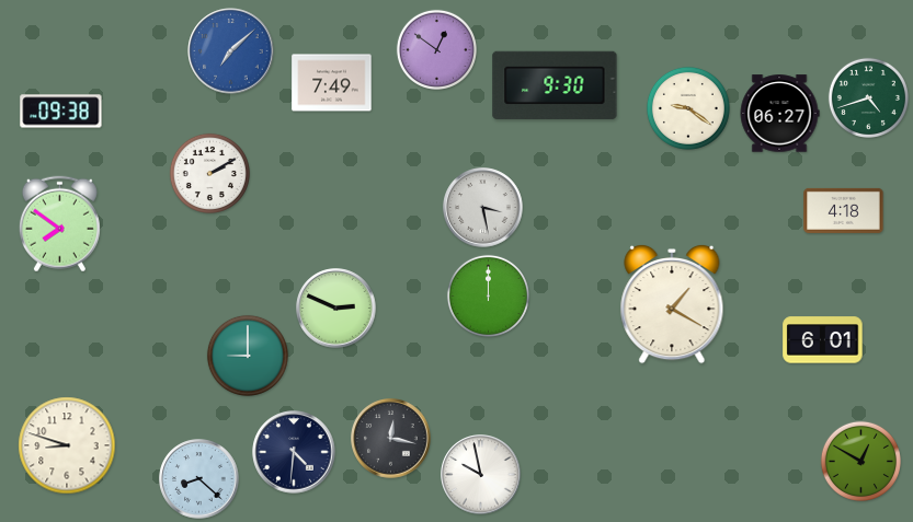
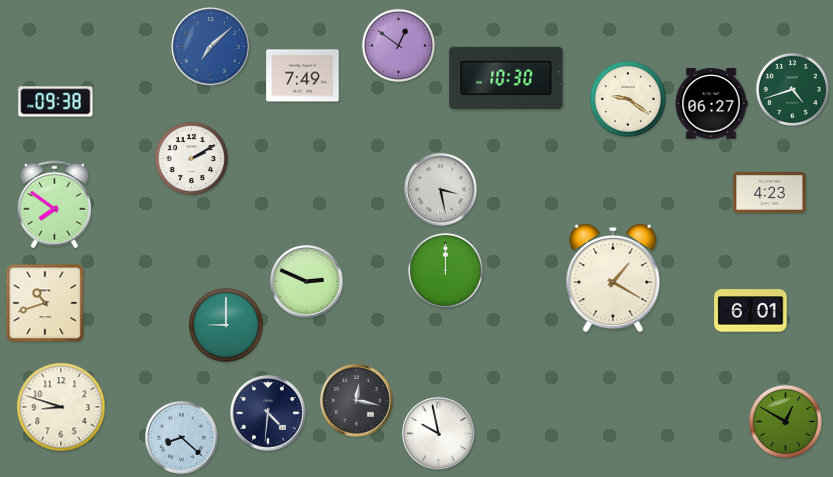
clock at (555, 84): 9:30 -> 10:30
clock at (844, 210): 4:18 -> 4:23
clock at (45, 303): none -> 10:42
